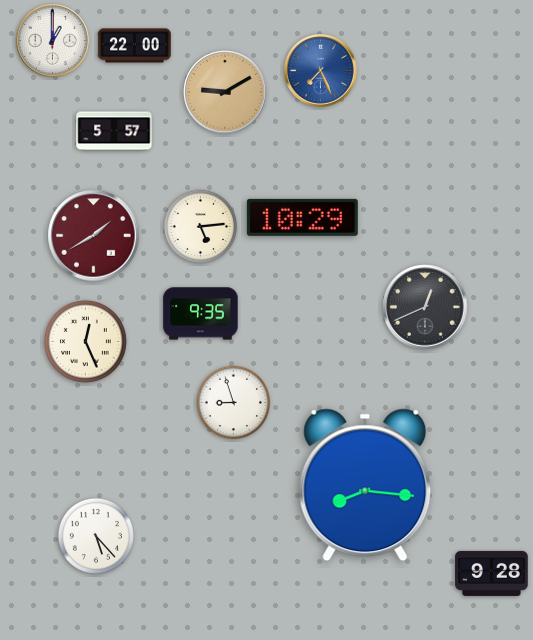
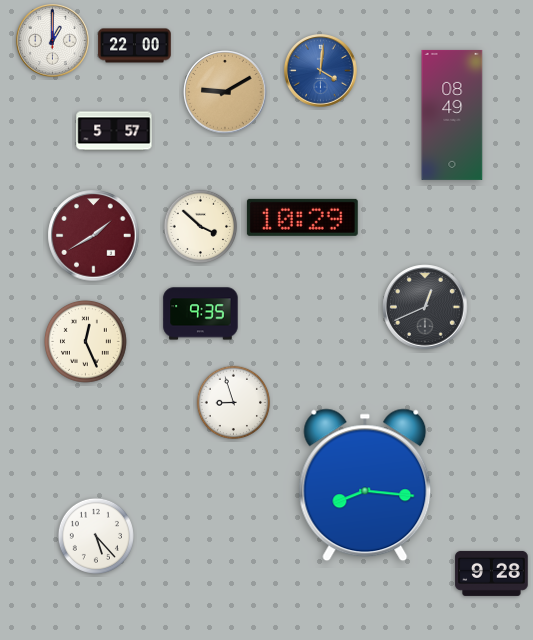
clock at (321, 71): 7:26 -> 4:01
clock at (452, 115): none -> 08:49
clock at (201, 227): 5:14 -> 3:52
